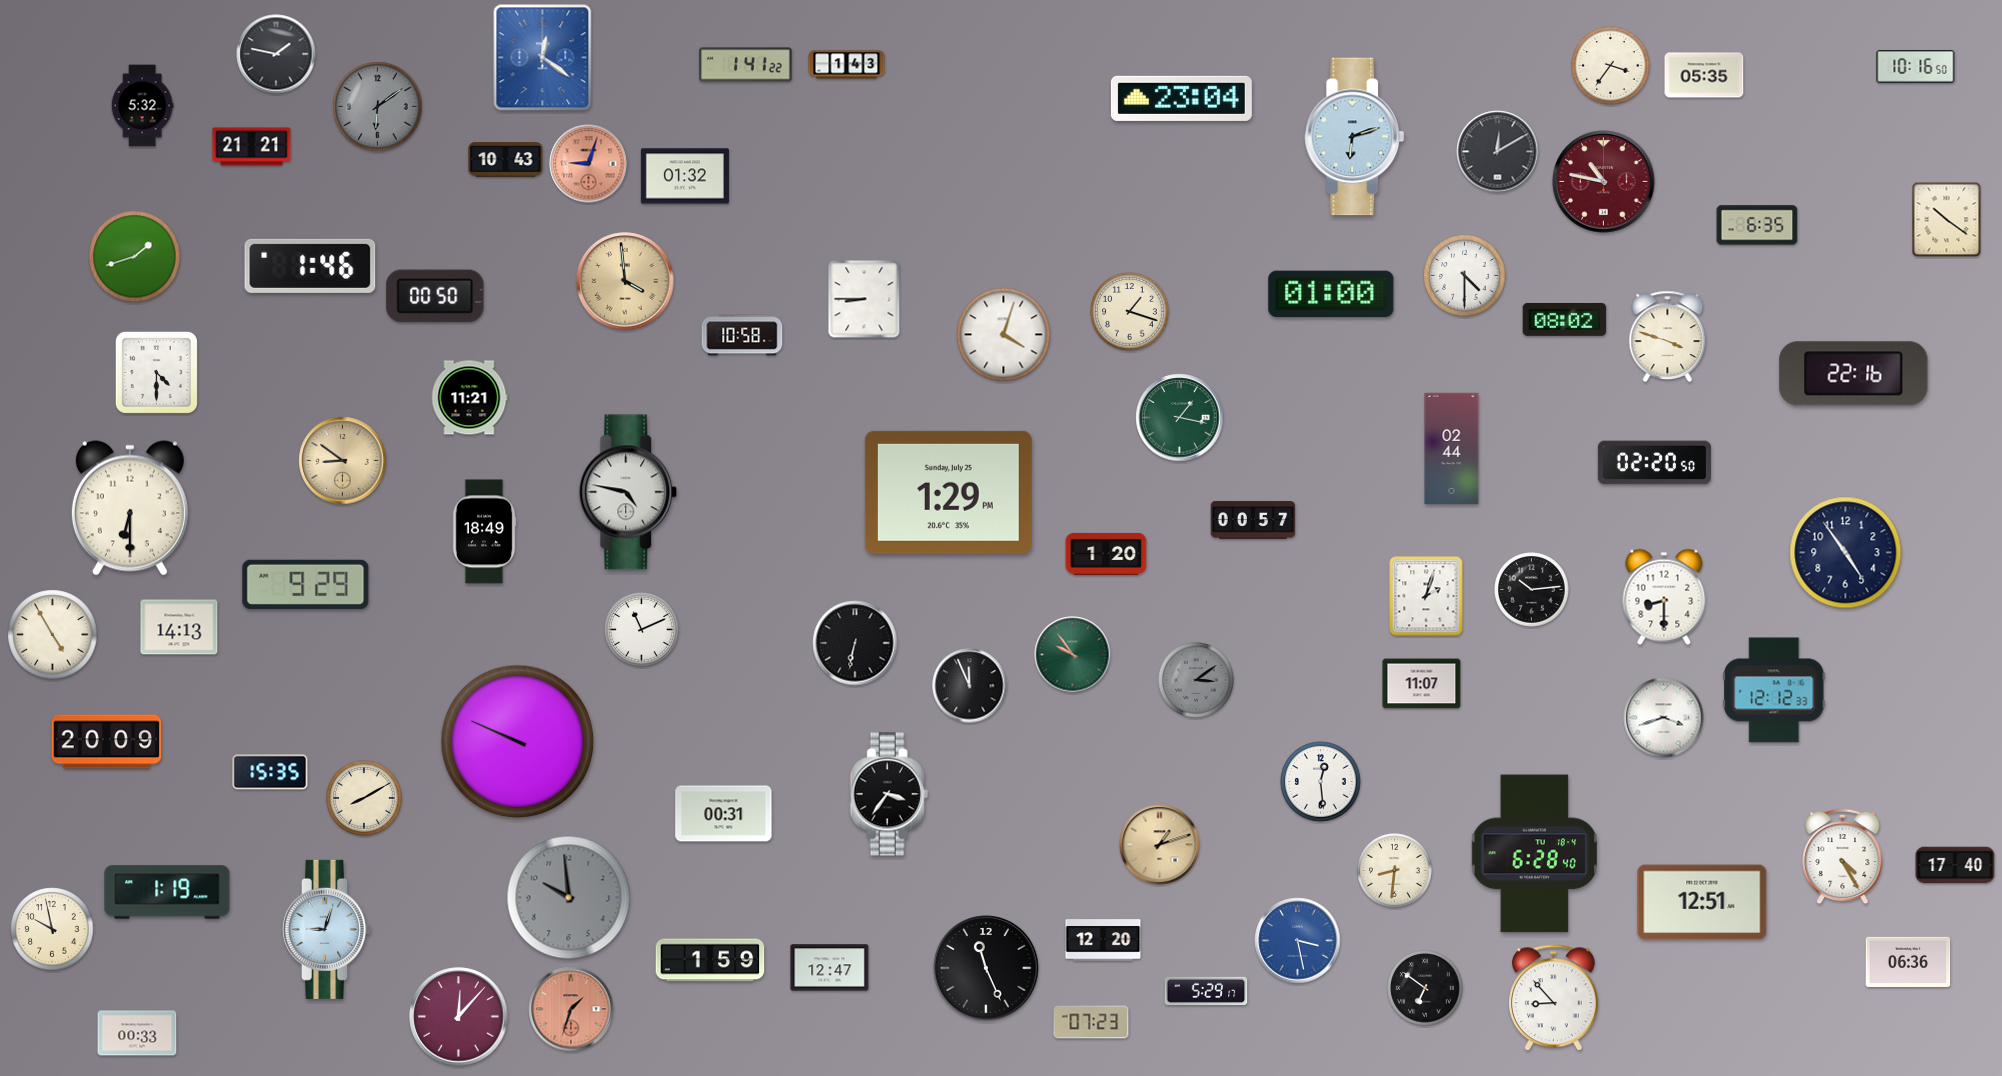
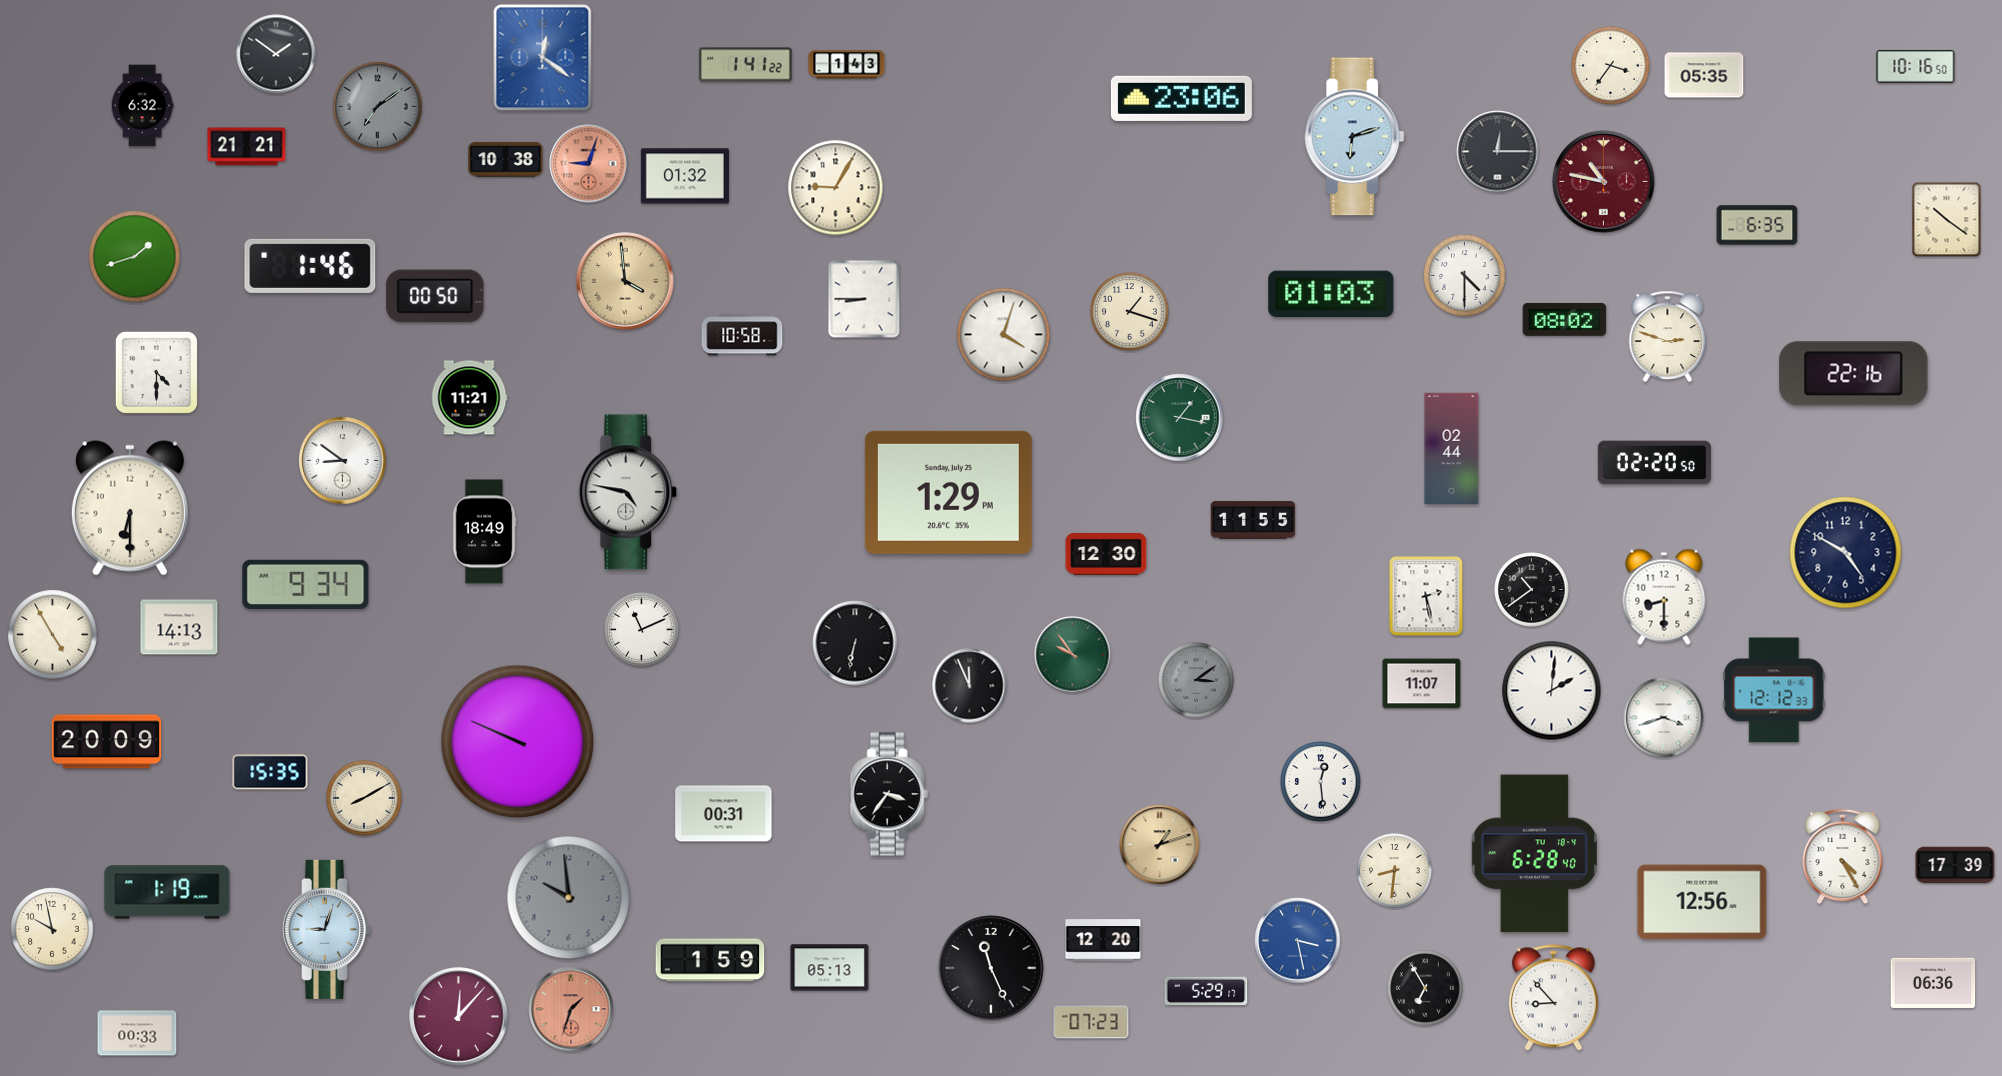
clock at (276, 54): 1:47 -> 1:51
clock at (1181, 98): 23:04 -> 23:06
clock at (142, 106): 5:32 -> 6:32
clock at (378, 107): 6:09 -> 7:09
clock at (252, 147) position: (252, 147) -> (247, 147)
clock at (1498, 152): 12:10 -> 12:15
clock at (506, 160): 10:43 -> 10:38
clock at (836, 188): none -> 9:05
clock at (1331, 294): 01:00 -> 01:03
clock at (1668, 336): 3:48 -> 2:48
clock at (343, 461) dial: champagne -> white
clock at (1253, 520): 00:57 -> 11:55
clock at (1846, 553): 4:54 -> 4:50
clock at (1106, 554): 1:20 -> 12:30
clock at (306, 584): 9:29 -> 9:34
clock at (1532, 590): 10:14 -> 10:39
clock at (1426, 596): 2:03 -> 2:28
clock at (1552, 691): none -> 2:01
clock at (1955, 865): 17:40 -> 17:39
clock at (1702, 902): 12:51 -> 12:56
clock at (1908, 961) position: (1908, 961) -> (1933, 982)
clock at (830, 968): 12:47 -> 05:13
clock at (986, 968) position: (986, 968) -> (991, 968)
clock at (1425, 988): 6:51 -> 6:55
